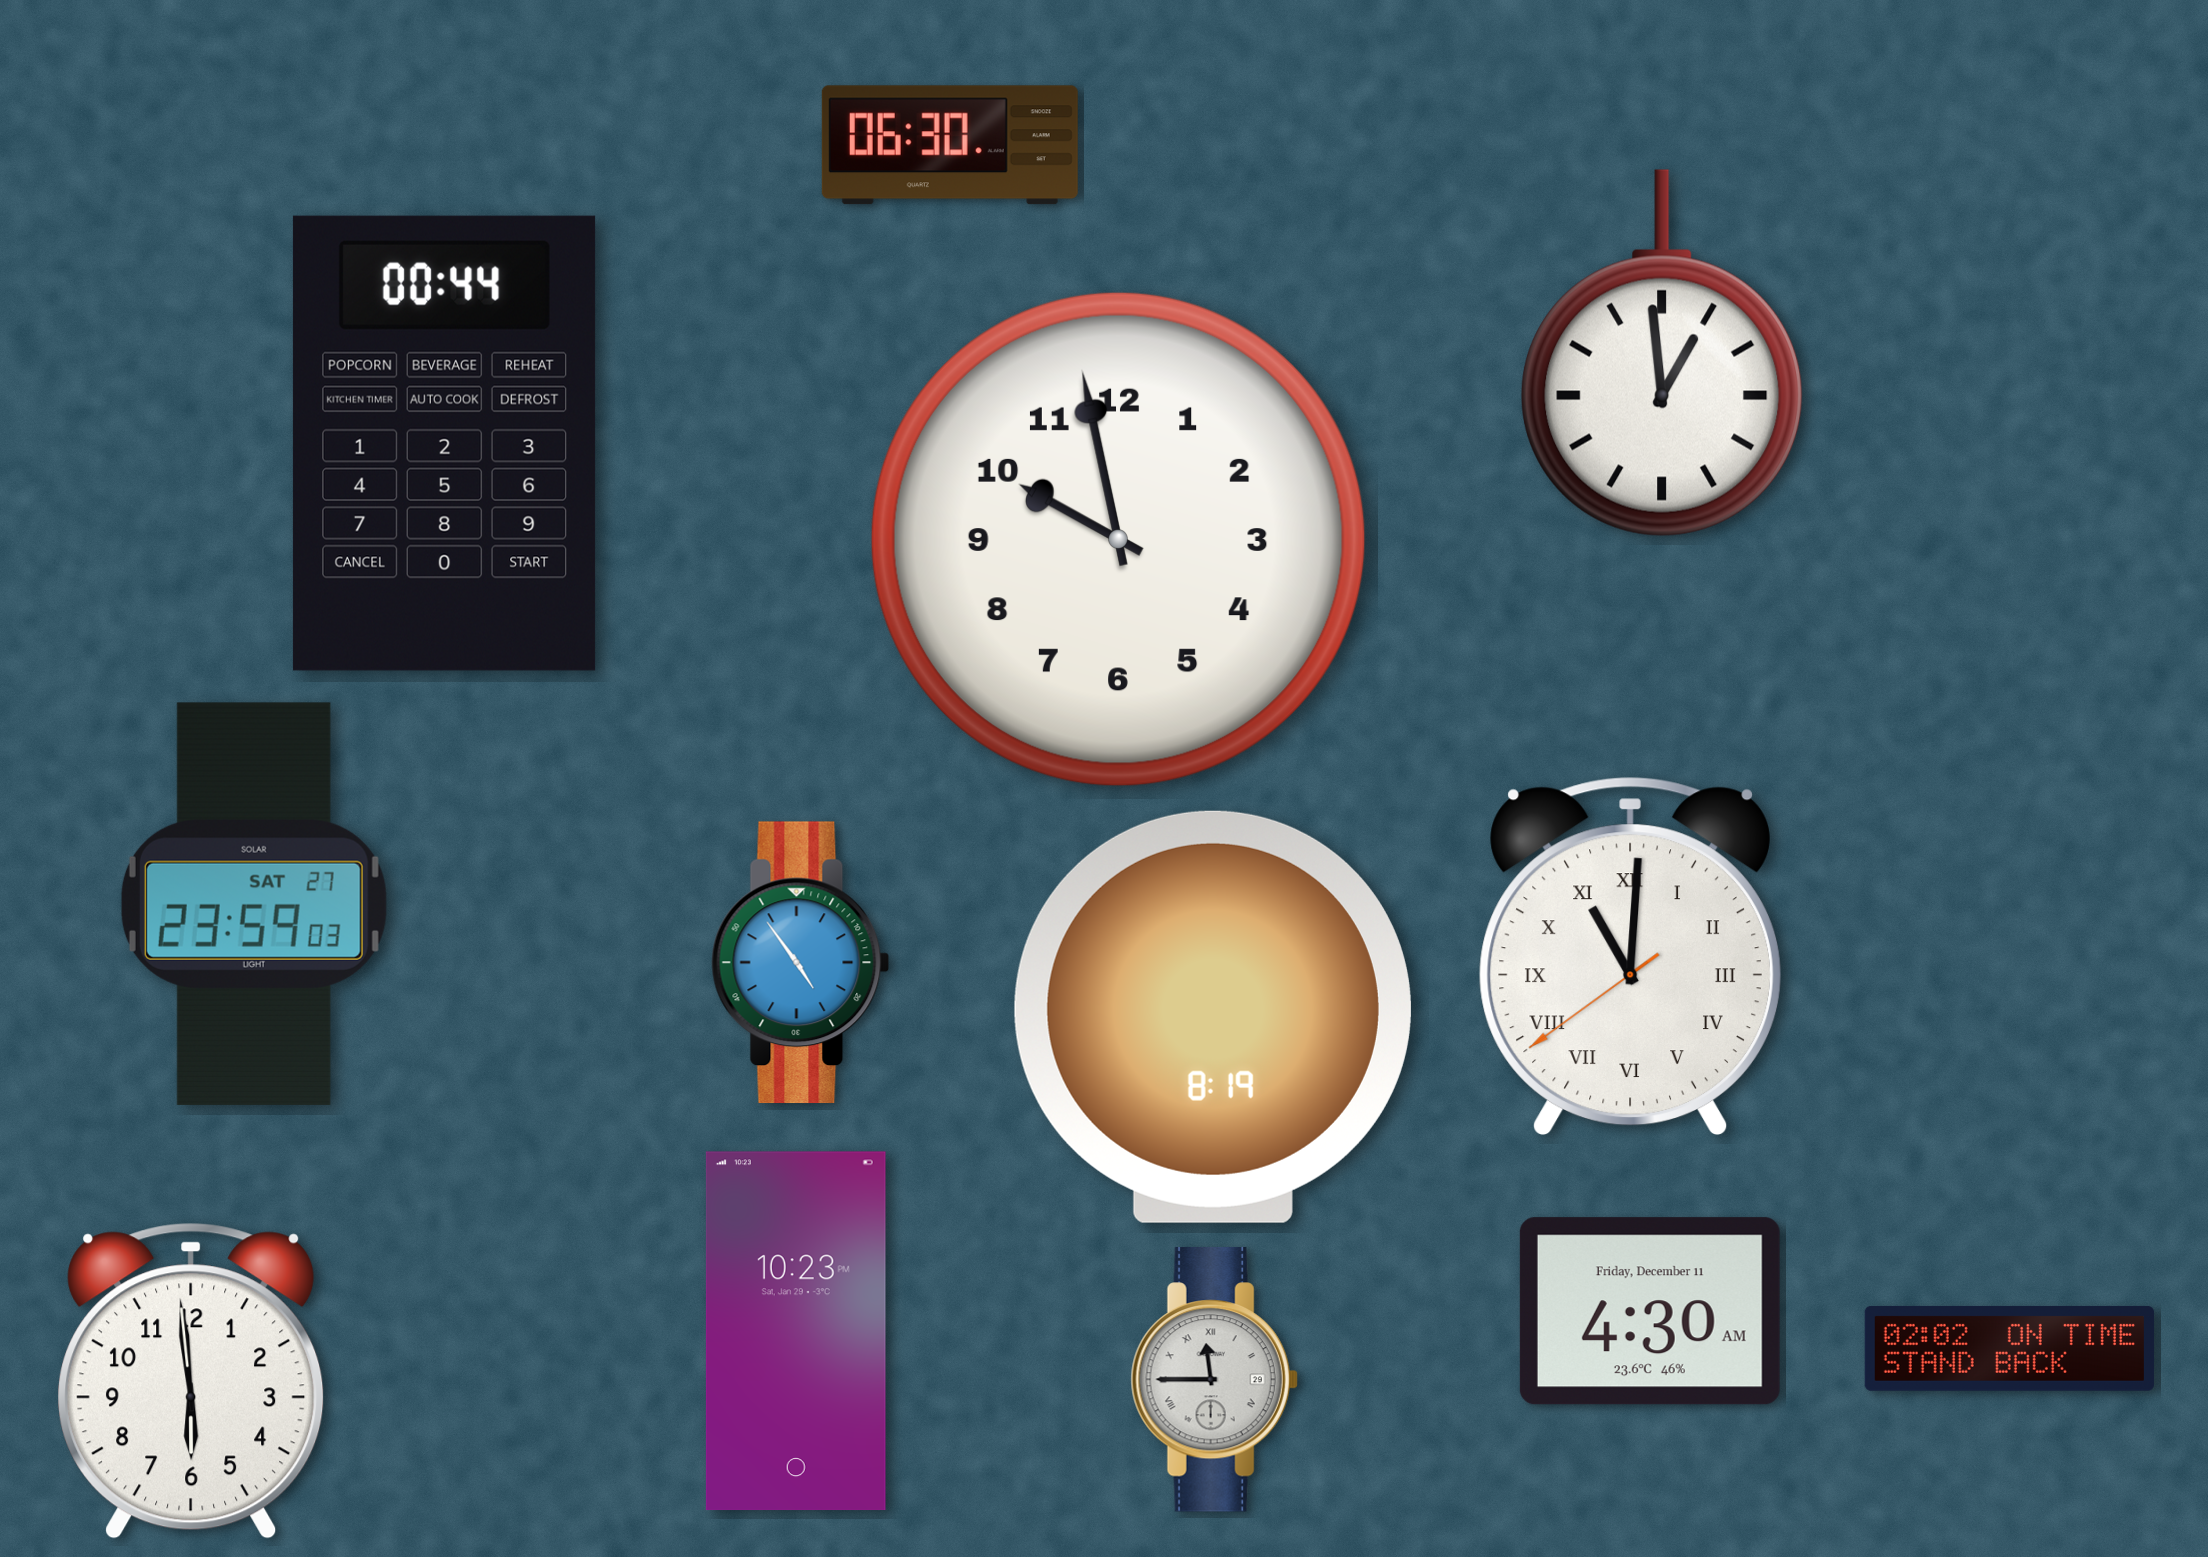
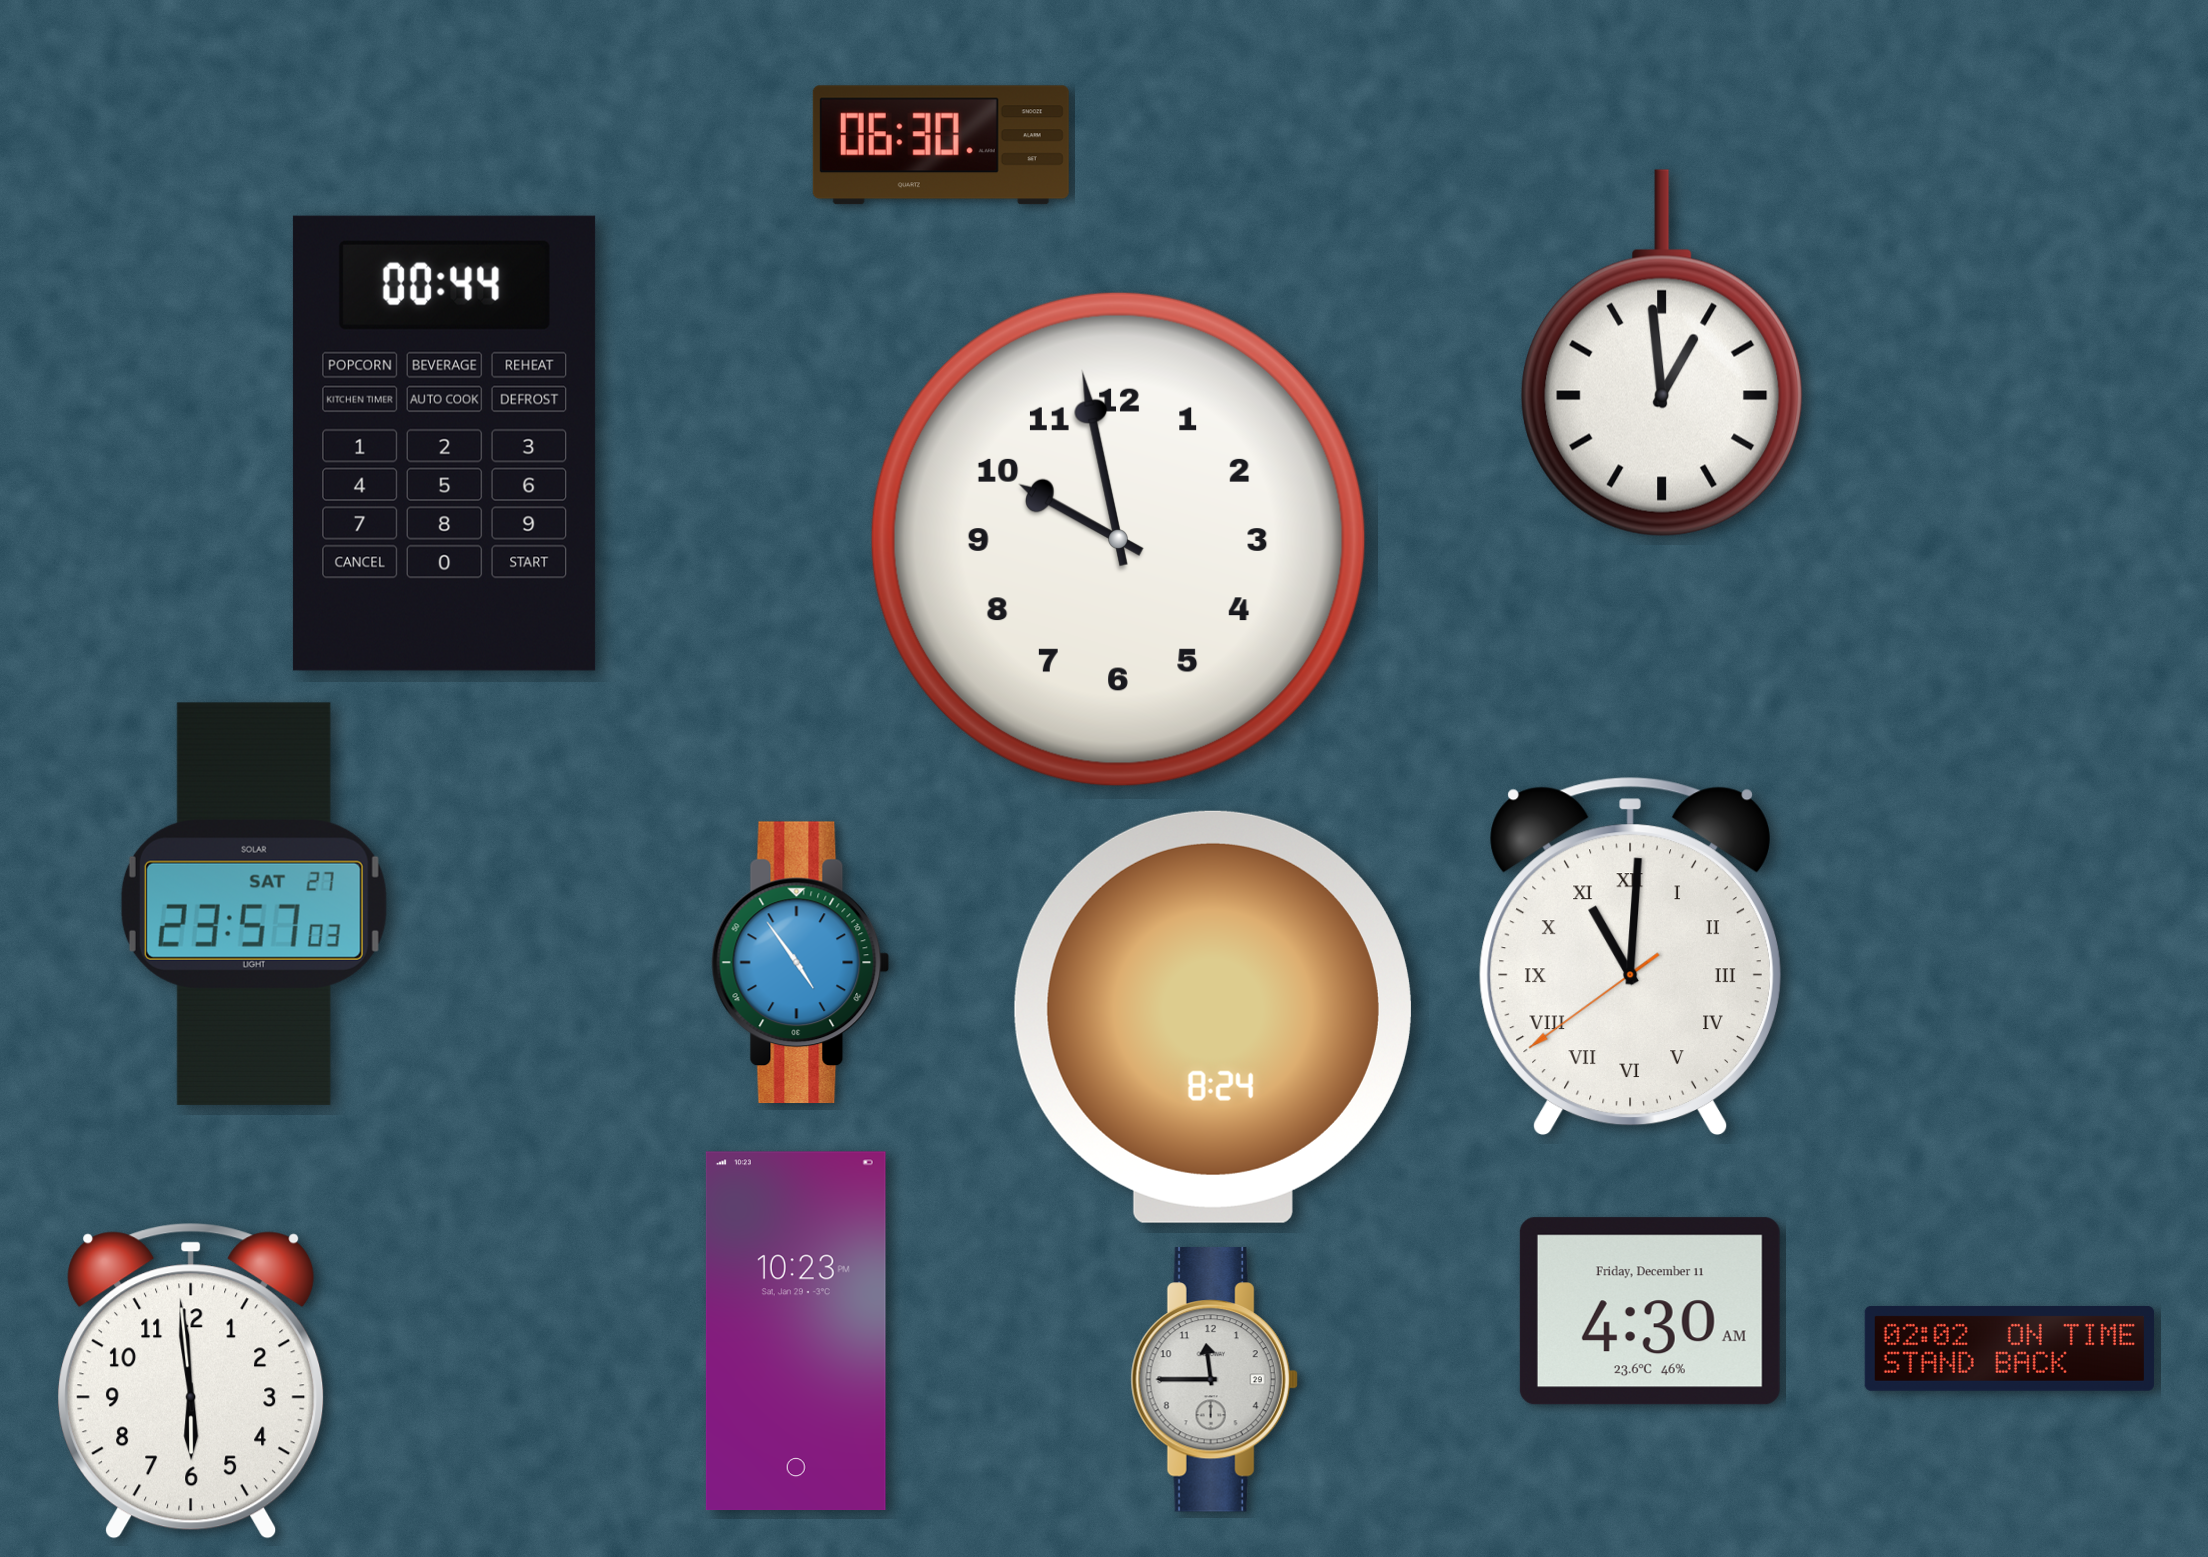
clock at (950, 145) position: (950, 145) -> (941, 145)
clock at (254, 904): 23:59 -> 23:57
clock at (1213, 1017): 8:19 -> 8:24
clock at (1214, 1380) numerals: Roman -> Arabic
